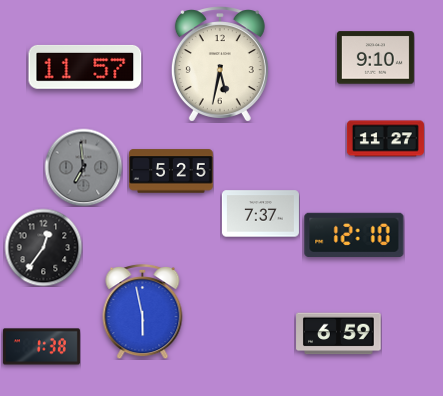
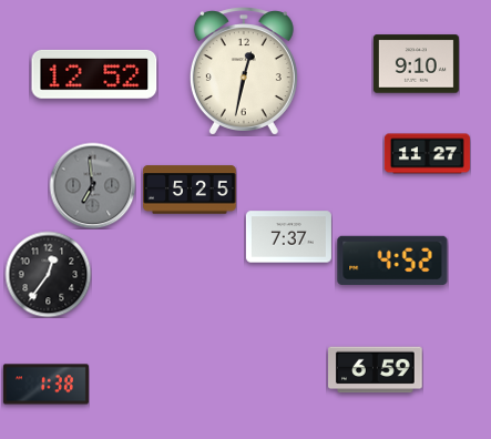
clock at (220, 64): 5:32 -> 12:32
clock at (85, 67): 11:57 -> 12:52
clock at (354, 234): 12:10 -> 4:52
clock at (143, 311): 5:58 -> none
